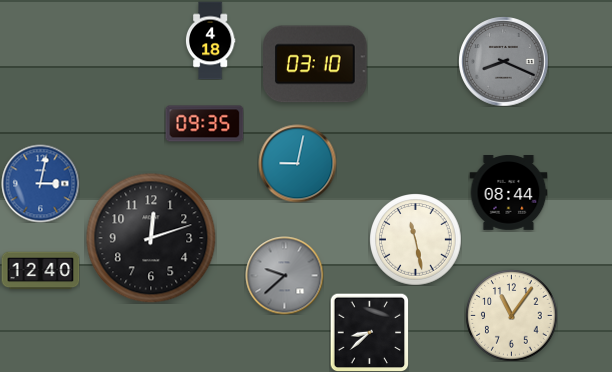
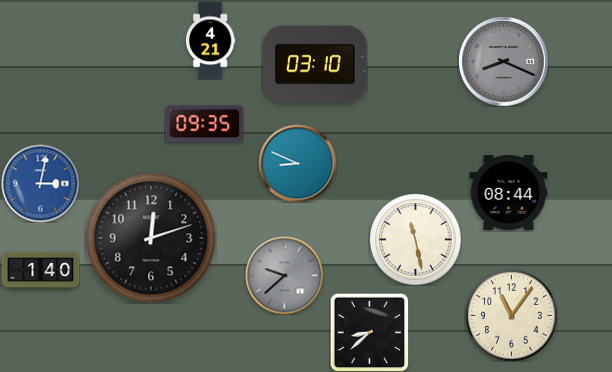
clock at (210, 40): 4:18 -> 4:21
clock at (297, 163): 9:02 -> 8:49
clock at (40, 271): 12:40 -> 1:40
